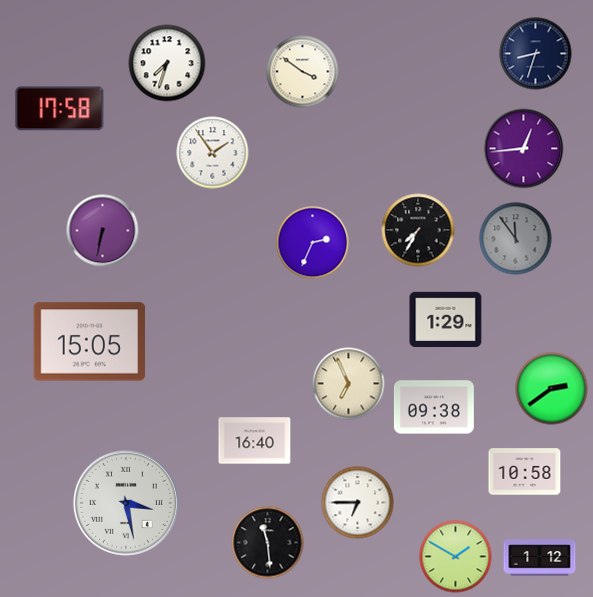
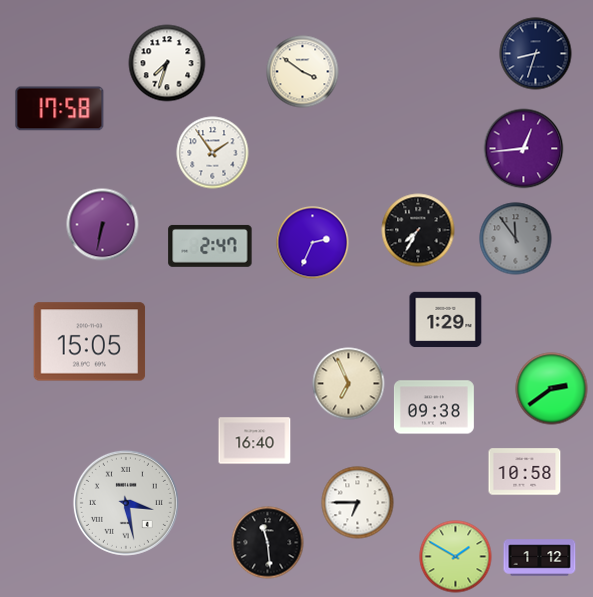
clock at (103, 231) position: (103, 231) -> (103, 225)
clock at (210, 246): none -> 2:47
